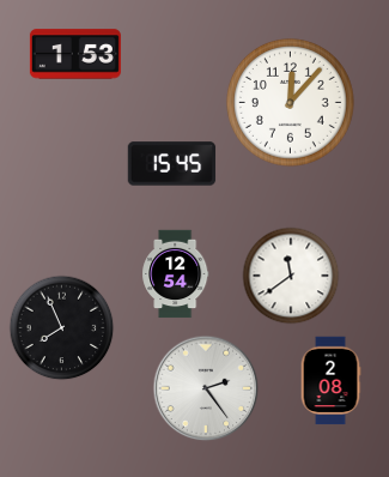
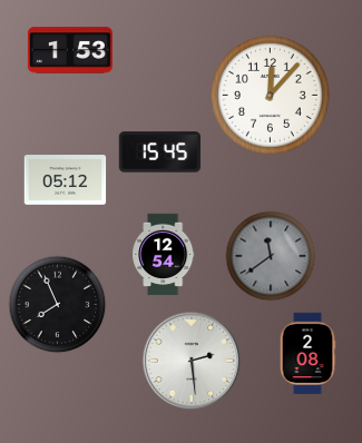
clock at (66, 180): none -> 05:12
clock at (291, 276) dial: white -> grey
clock at (206, 388): 2:24 -> 2:29
